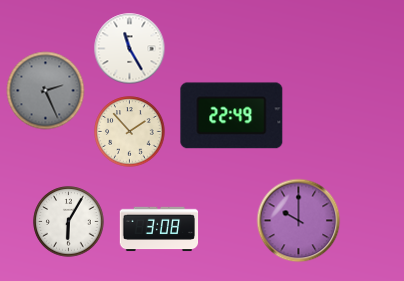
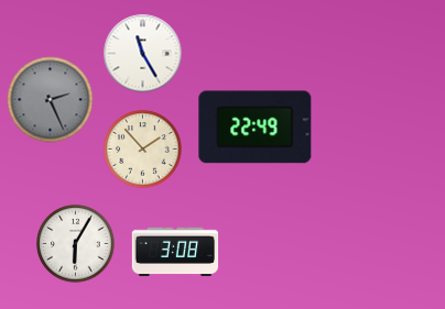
clock at (130, 132) position: (130, 132) -> (143, 150)
clock at (299, 221): 10:00 -> none
